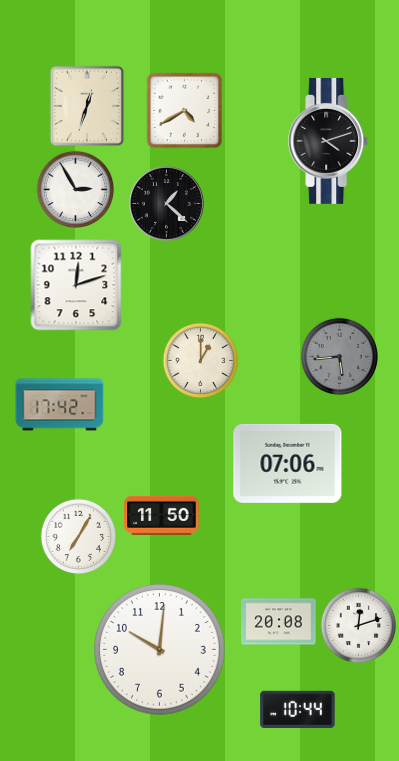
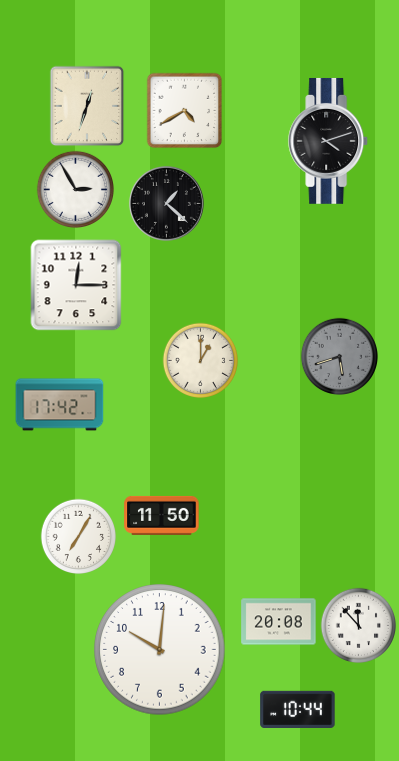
clock at (76, 285): 12:12 -> 12:15
clock at (339, 356): 5:44 -> 5:42
clock at (288, 463): 07:06 -> none
clock at (359, 626): 12:12 -> 11:53
